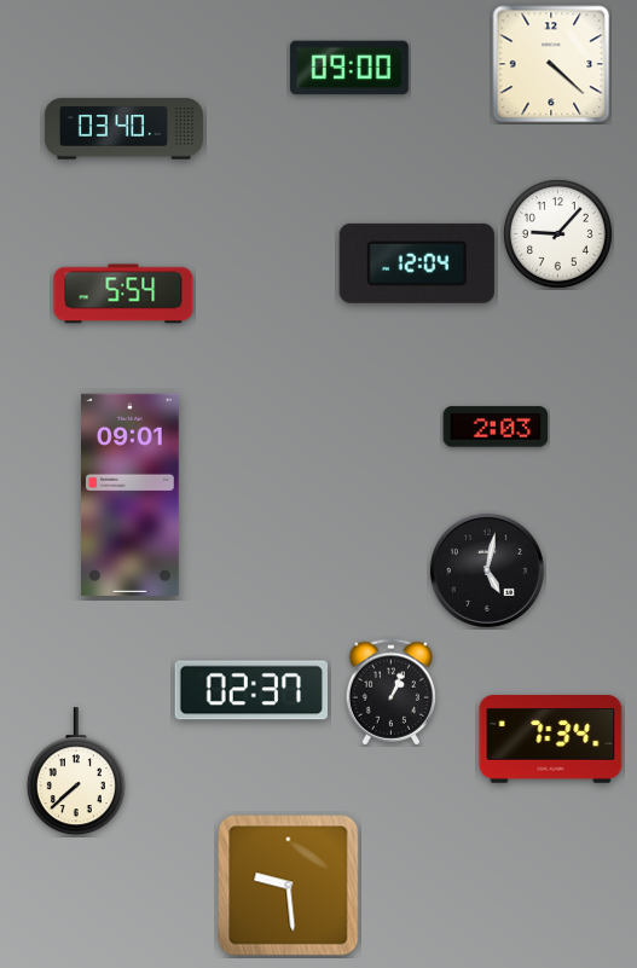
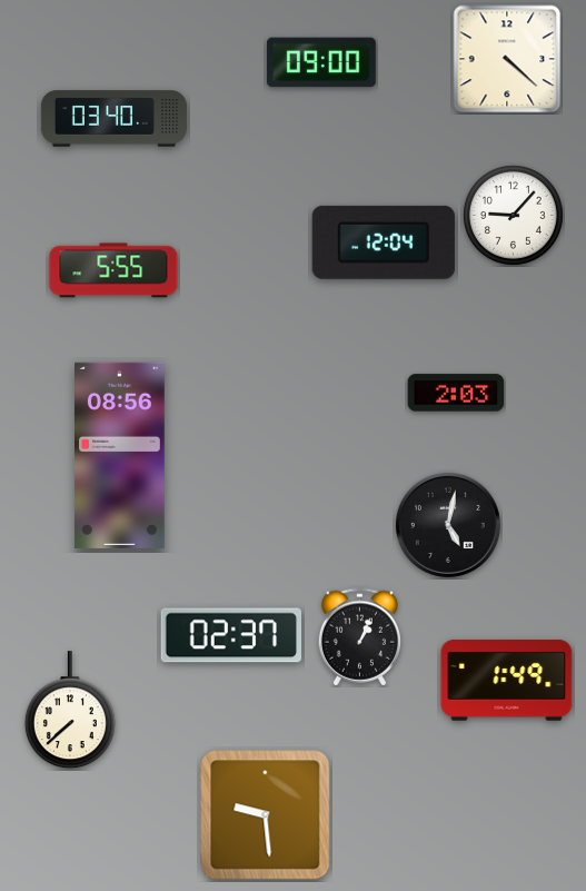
clock at (123, 294): 5:54 -> 5:55
clock at (131, 494): 09:01 -> 08:56
clock at (551, 740): 7:34 -> 1:49
